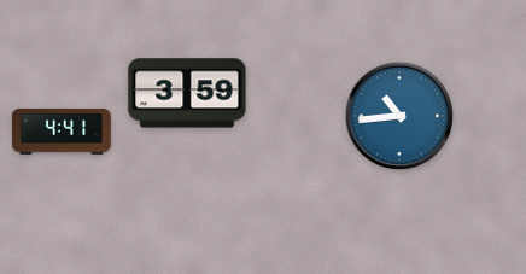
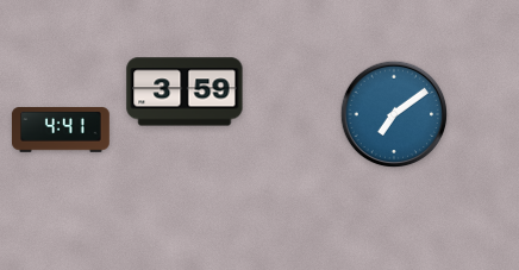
clock at (399, 116): 10:44 -> 7:09
